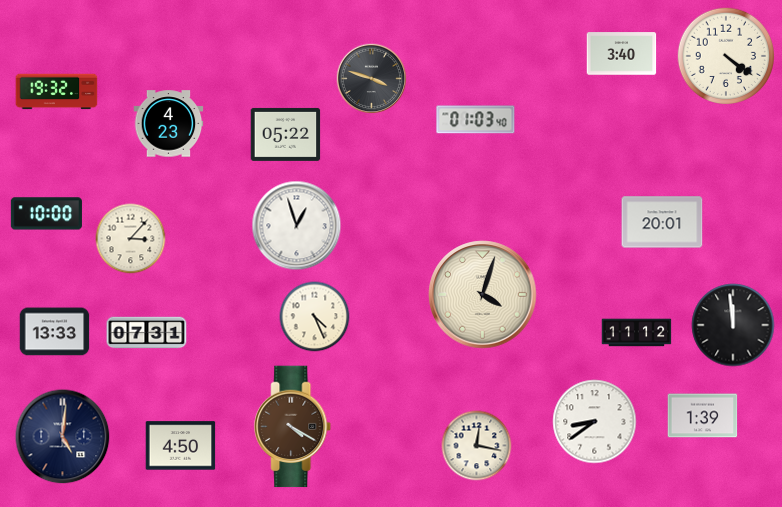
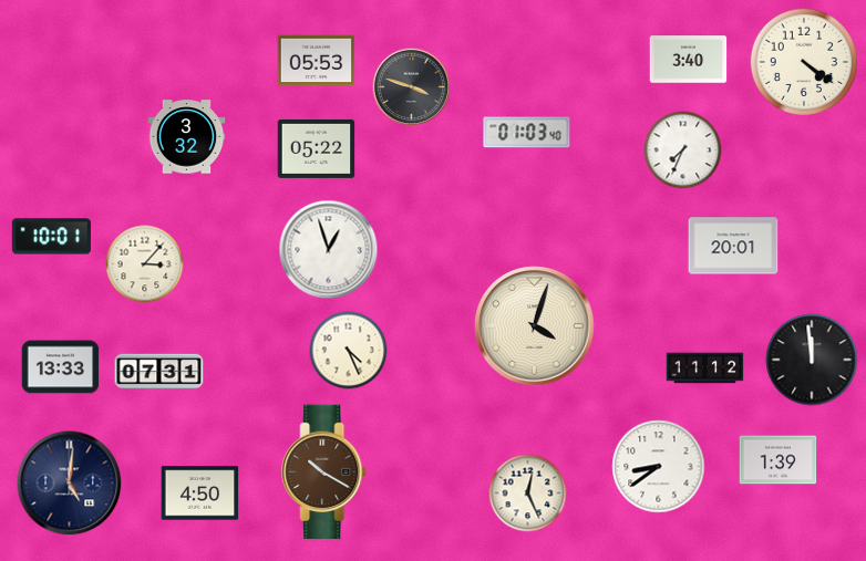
clock at (317, 61): none -> 05:53
clock at (57, 92): 19:32 -> none
clock at (169, 124): 4:23 -> 3:32
clock at (683, 150): none -> 7:34
clock at (46, 214): 10:00 -> 10:01
clock at (147, 333) position: (147, 333) -> (159, 372)
clock at (293, 427): 4:20 -> 10:20
clock at (477, 446): 12:17 -> 12:26
